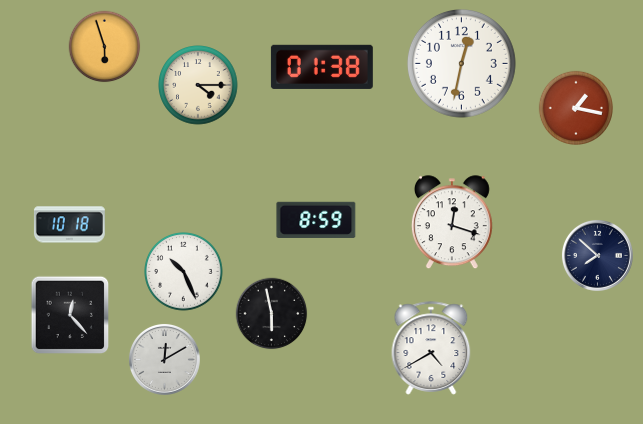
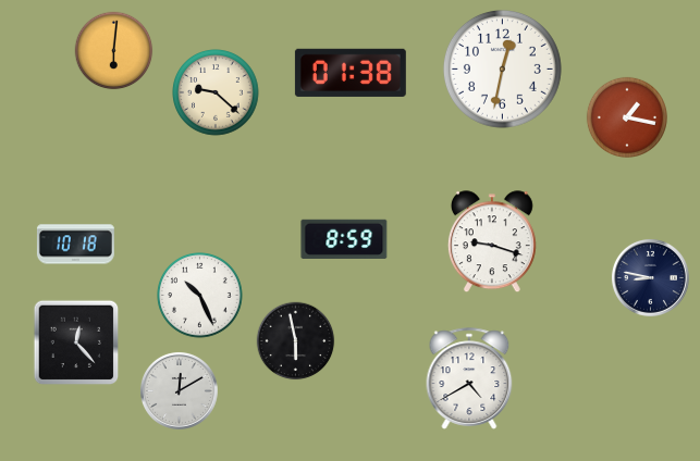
clock at (105, 47): 5:57 -> 6:01
clock at (198, 85): 4:15 -> 9:22
clock at (452, 223): 12:18 -> 9:18
clock at (597, 255): 7:52 -> 8:47
